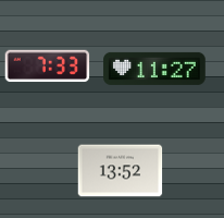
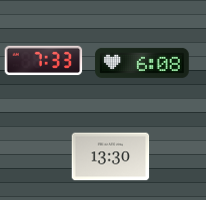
clock at (154, 69): 11:27 -> 6:08
clock at (120, 171): 13:52 -> 13:30
